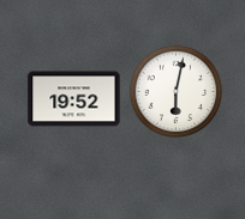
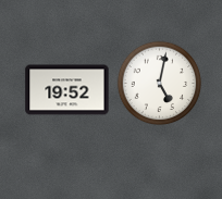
clock at (175, 91): 6:02 -> 5:02
